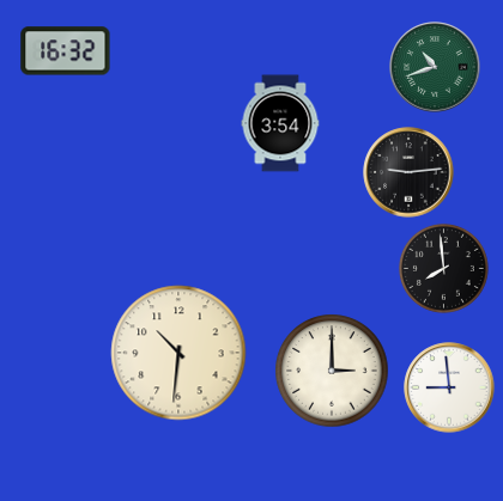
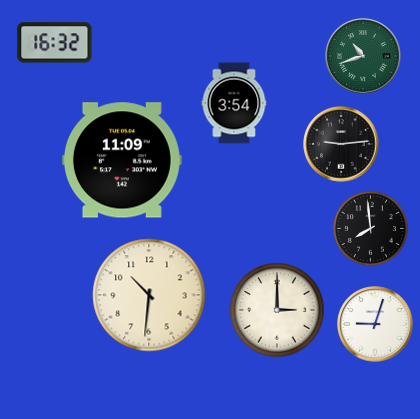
clock at (122, 160): none -> 11:09
clock at (443, 268) position: (443, 268) -> (370, 228)
clock at (449, 387): 8:59 -> 9:03
